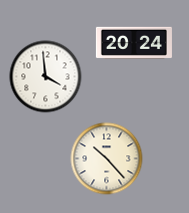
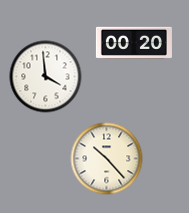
clock at (134, 42): 20:24 -> 00:20
